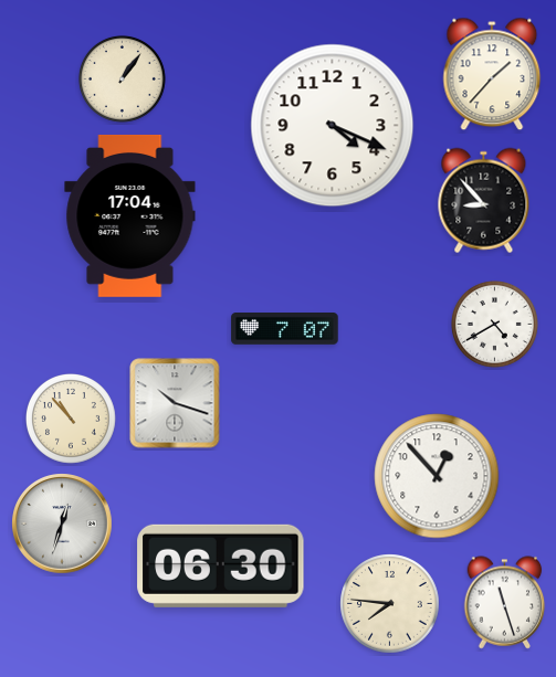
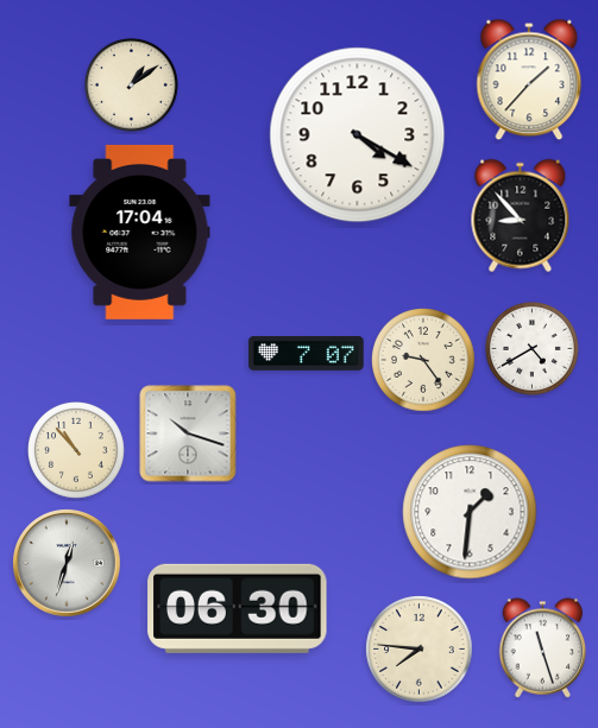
clock at (122, 78): 1:06 -> 1:09
clock at (333, 126): 4:19 -> 4:20
clock at (423, 360): none -> 9:24
clock at (437, 476): 12:53 -> 1:31
